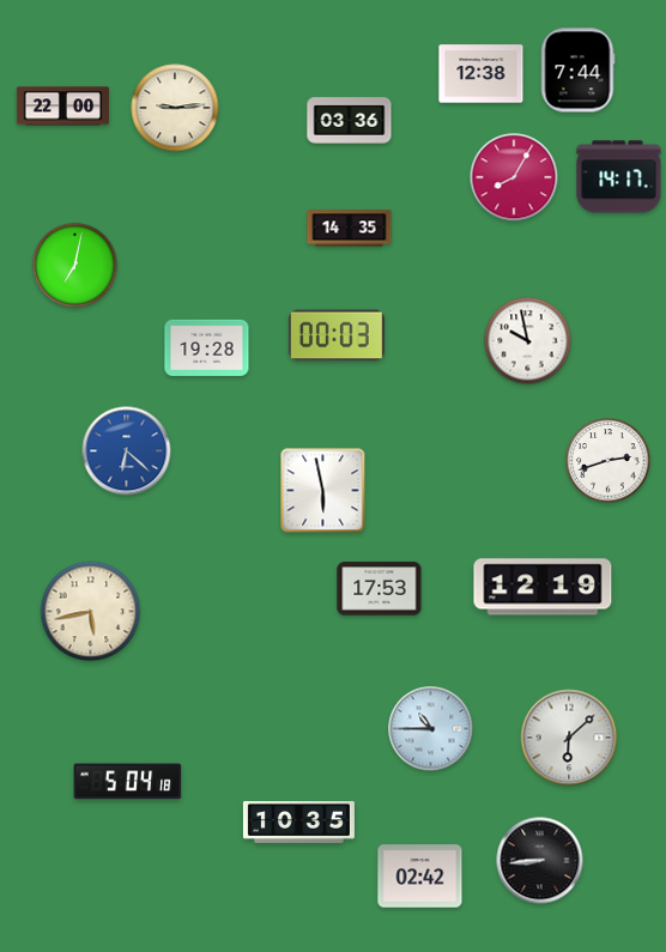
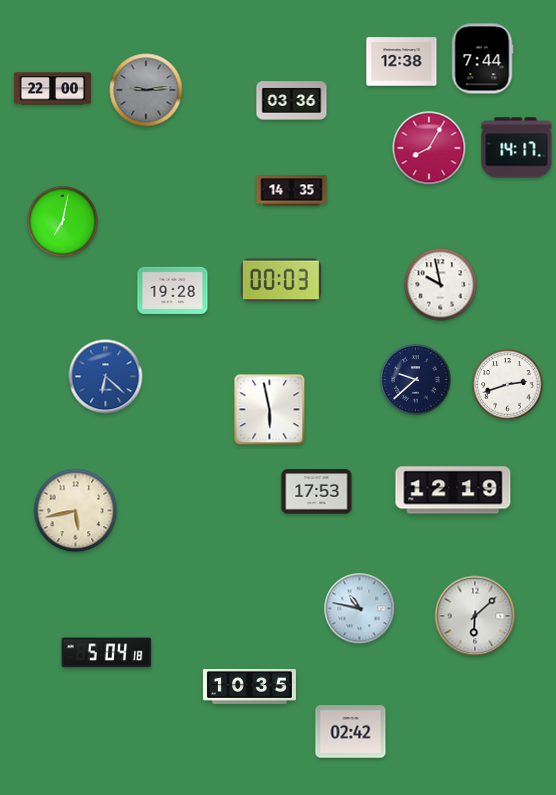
clock at (175, 108) dial: cream -> grey
clock at (416, 380): none -> 9:38
clock at (431, 729): 10:45 -> 10:47
clock at (540, 861): 8:44 -> none
